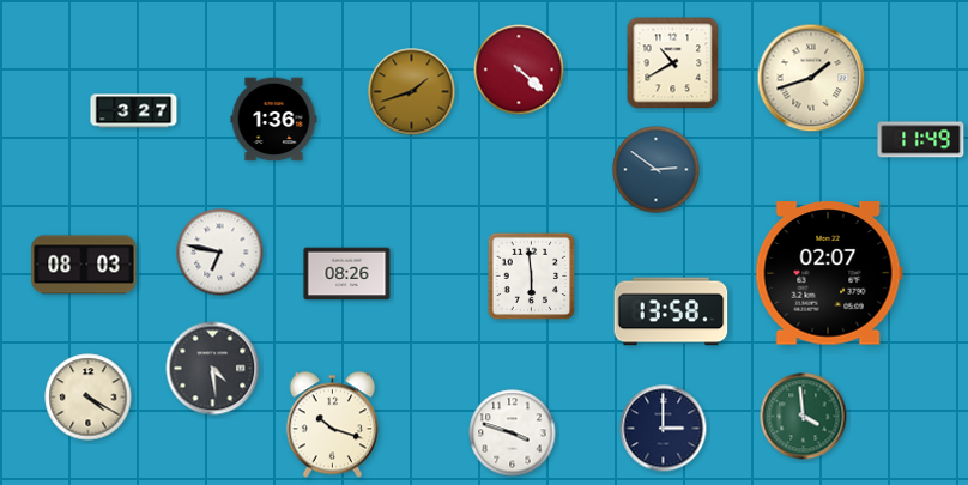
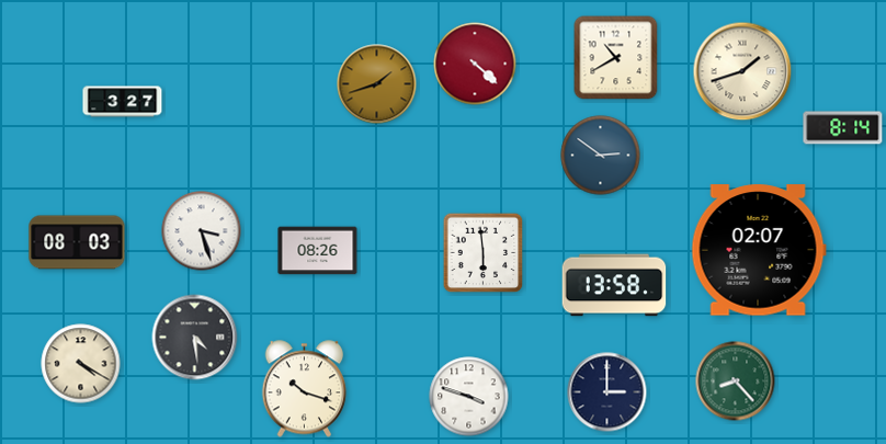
clock at (274, 120): 1:36 -> none
clock at (921, 140): 11:49 -> 8:14
clock at (220, 253): 6:47 -> 3:27
clock at (532, 277) position: (532, 277) -> (484, 253)
clock at (804, 417): 3:59 -> 8:23
